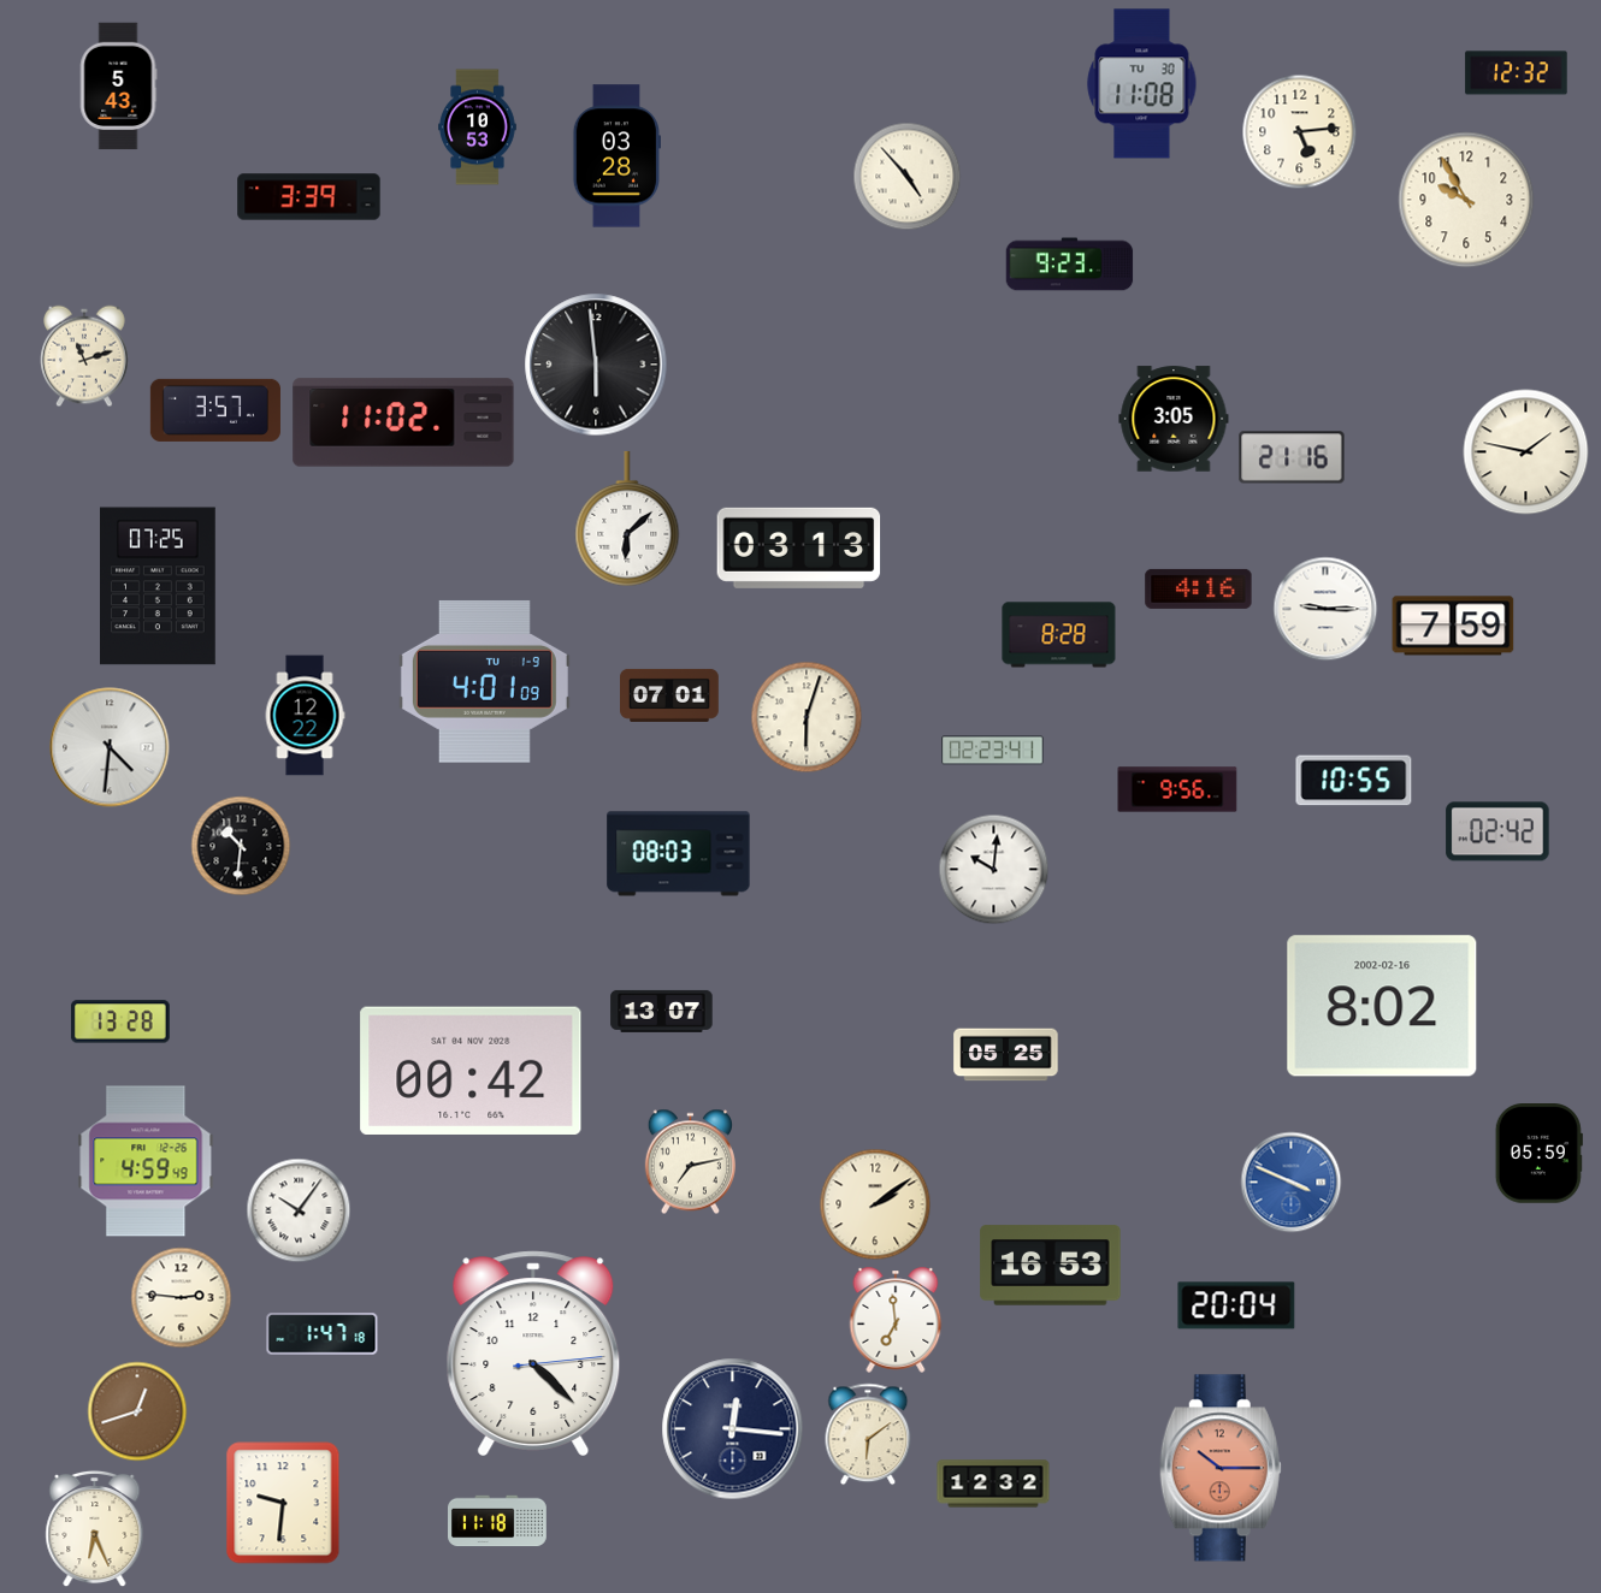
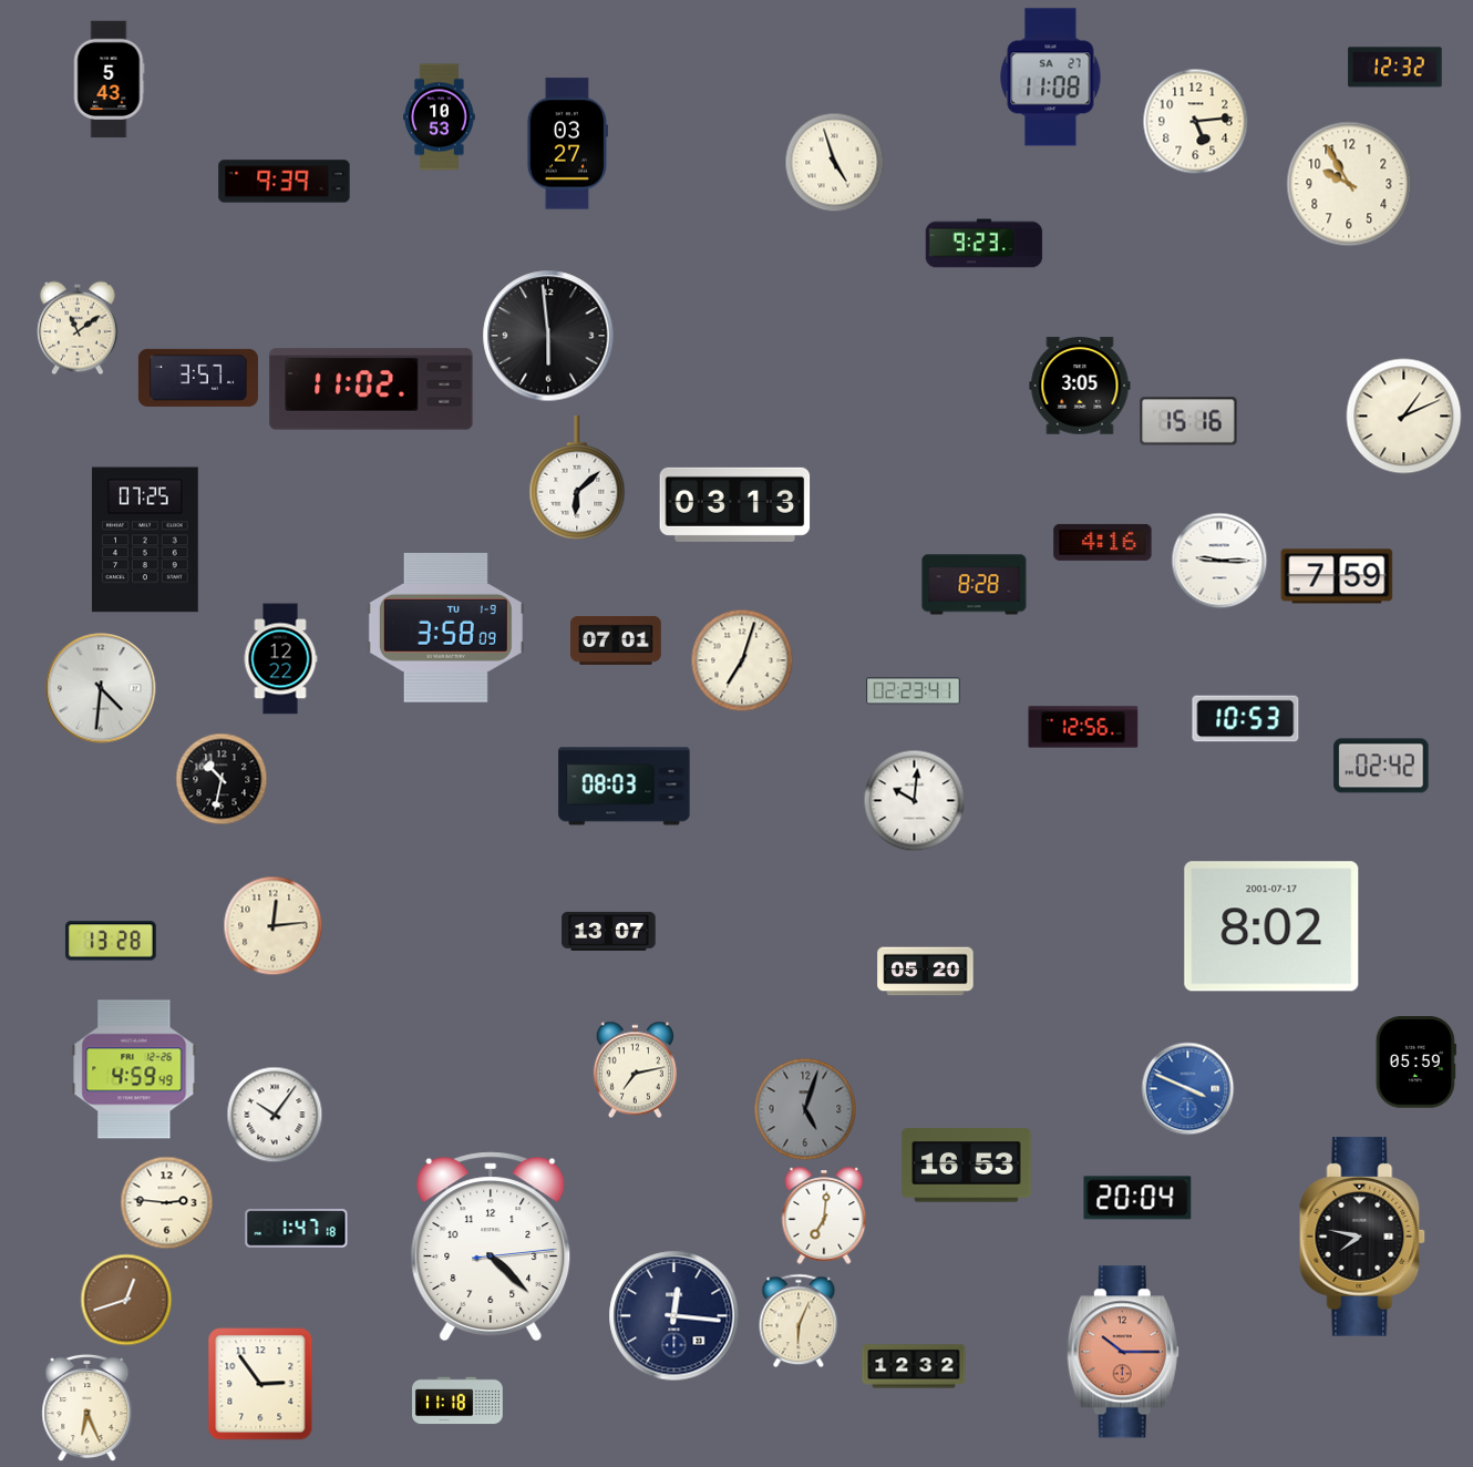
clock at (1142, 84) date: TU 30 -> SA 27
clock at (616, 156): 03:28 -> 03:27
clock at (908, 177): 4:53 -> 4:57
clock at (309, 197): 3:39 -> 9:39
clock at (84, 356): 11:12 -> 11:09
clock at (1526, 452): 1:47 -> 1:11
clock at (1292, 457): 21:16 -> 15:16
clock at (484, 681): 4:01 -> 3:58
clock at (807, 717): 6:03 -> 7:03
clock at (1354, 781): 10:55 -> 10:53
clock at (1177, 789): 9:56 -> 12:56
clock at (1497, 831) position: (1497, 831) -> (1381, 766)
clock at (241, 846): 10:31 -> 10:32
clock at (274, 926): none -> 12:14
clock at (1382, 1006) date: 2002-02-16 -> 2001-07-17
clock at (1006, 1055): 05:25 -> 05:20
clock at (471, 1071): 00:42 -> none
clock at (875, 1204): 2:09 -> 5:03
clock at (875, 1204) dial: cream -> grey
clock at (182, 1298) position: (182, 1298) -> (167, 1203)
clock at (1236, 1305) position: (1236, 1305) -> (1137, 1198)
clock at (896, 1320): 6:59 -> 7:01
clock at (1362, 1237): none -> 7:47
clock at (868, 1434): 6:09 -> 6:04
clock at (283, 1503): 9:31 -> 2:54
